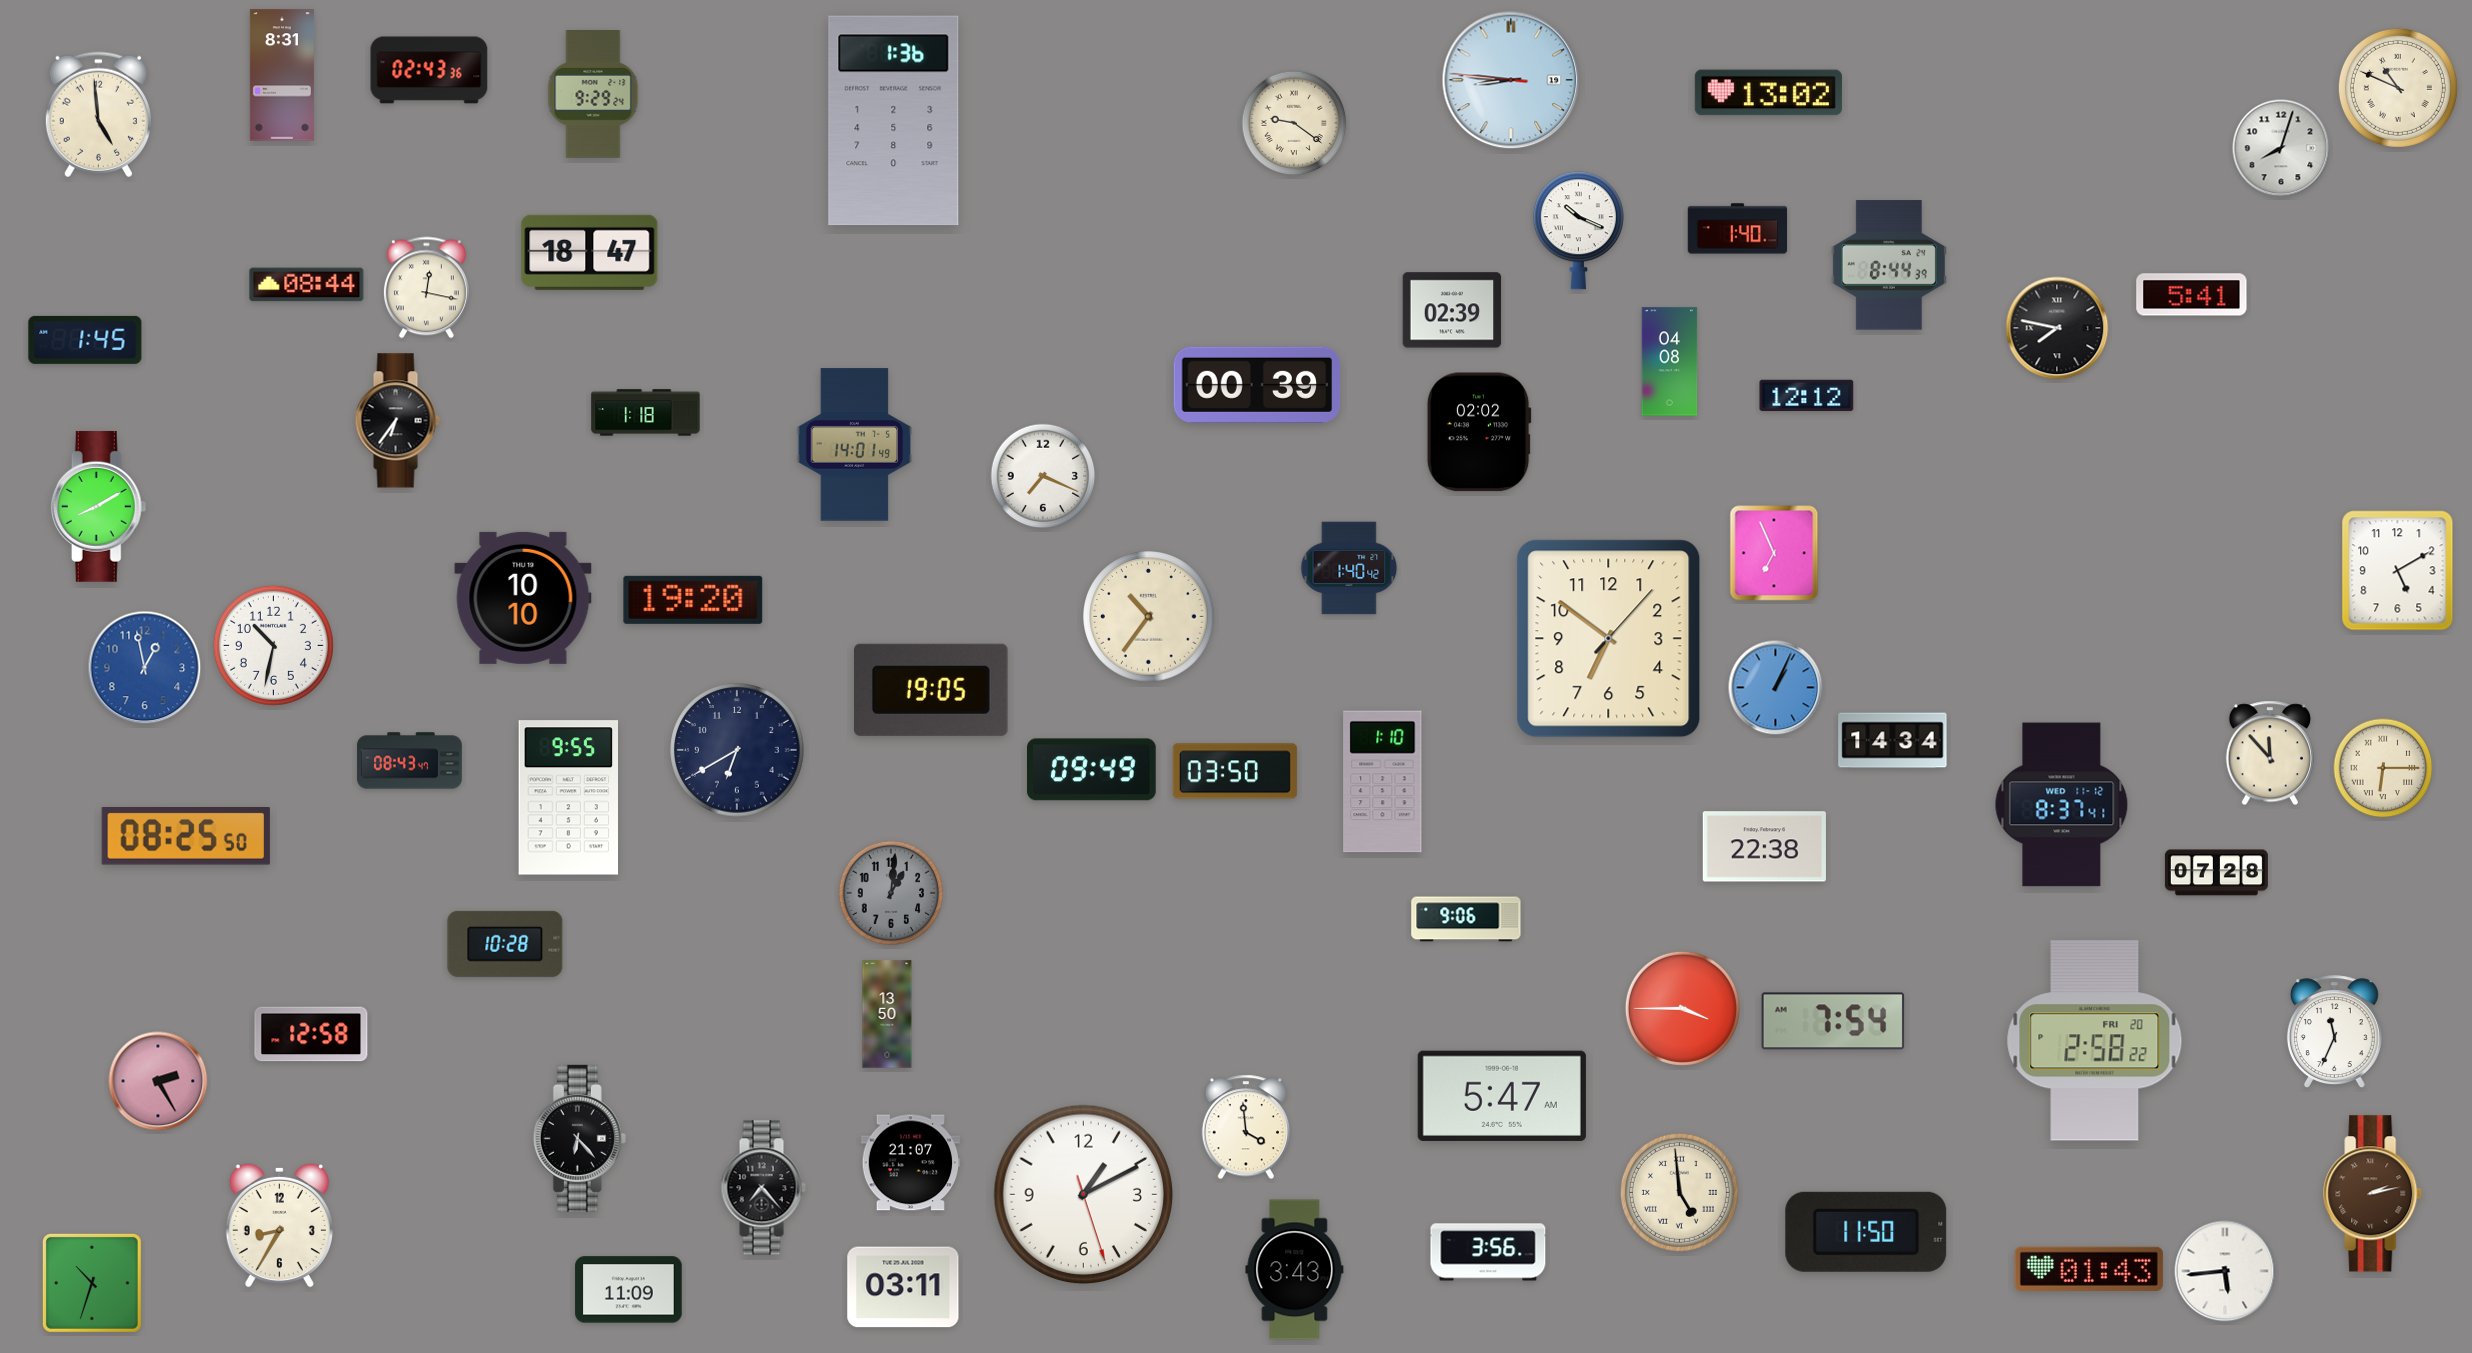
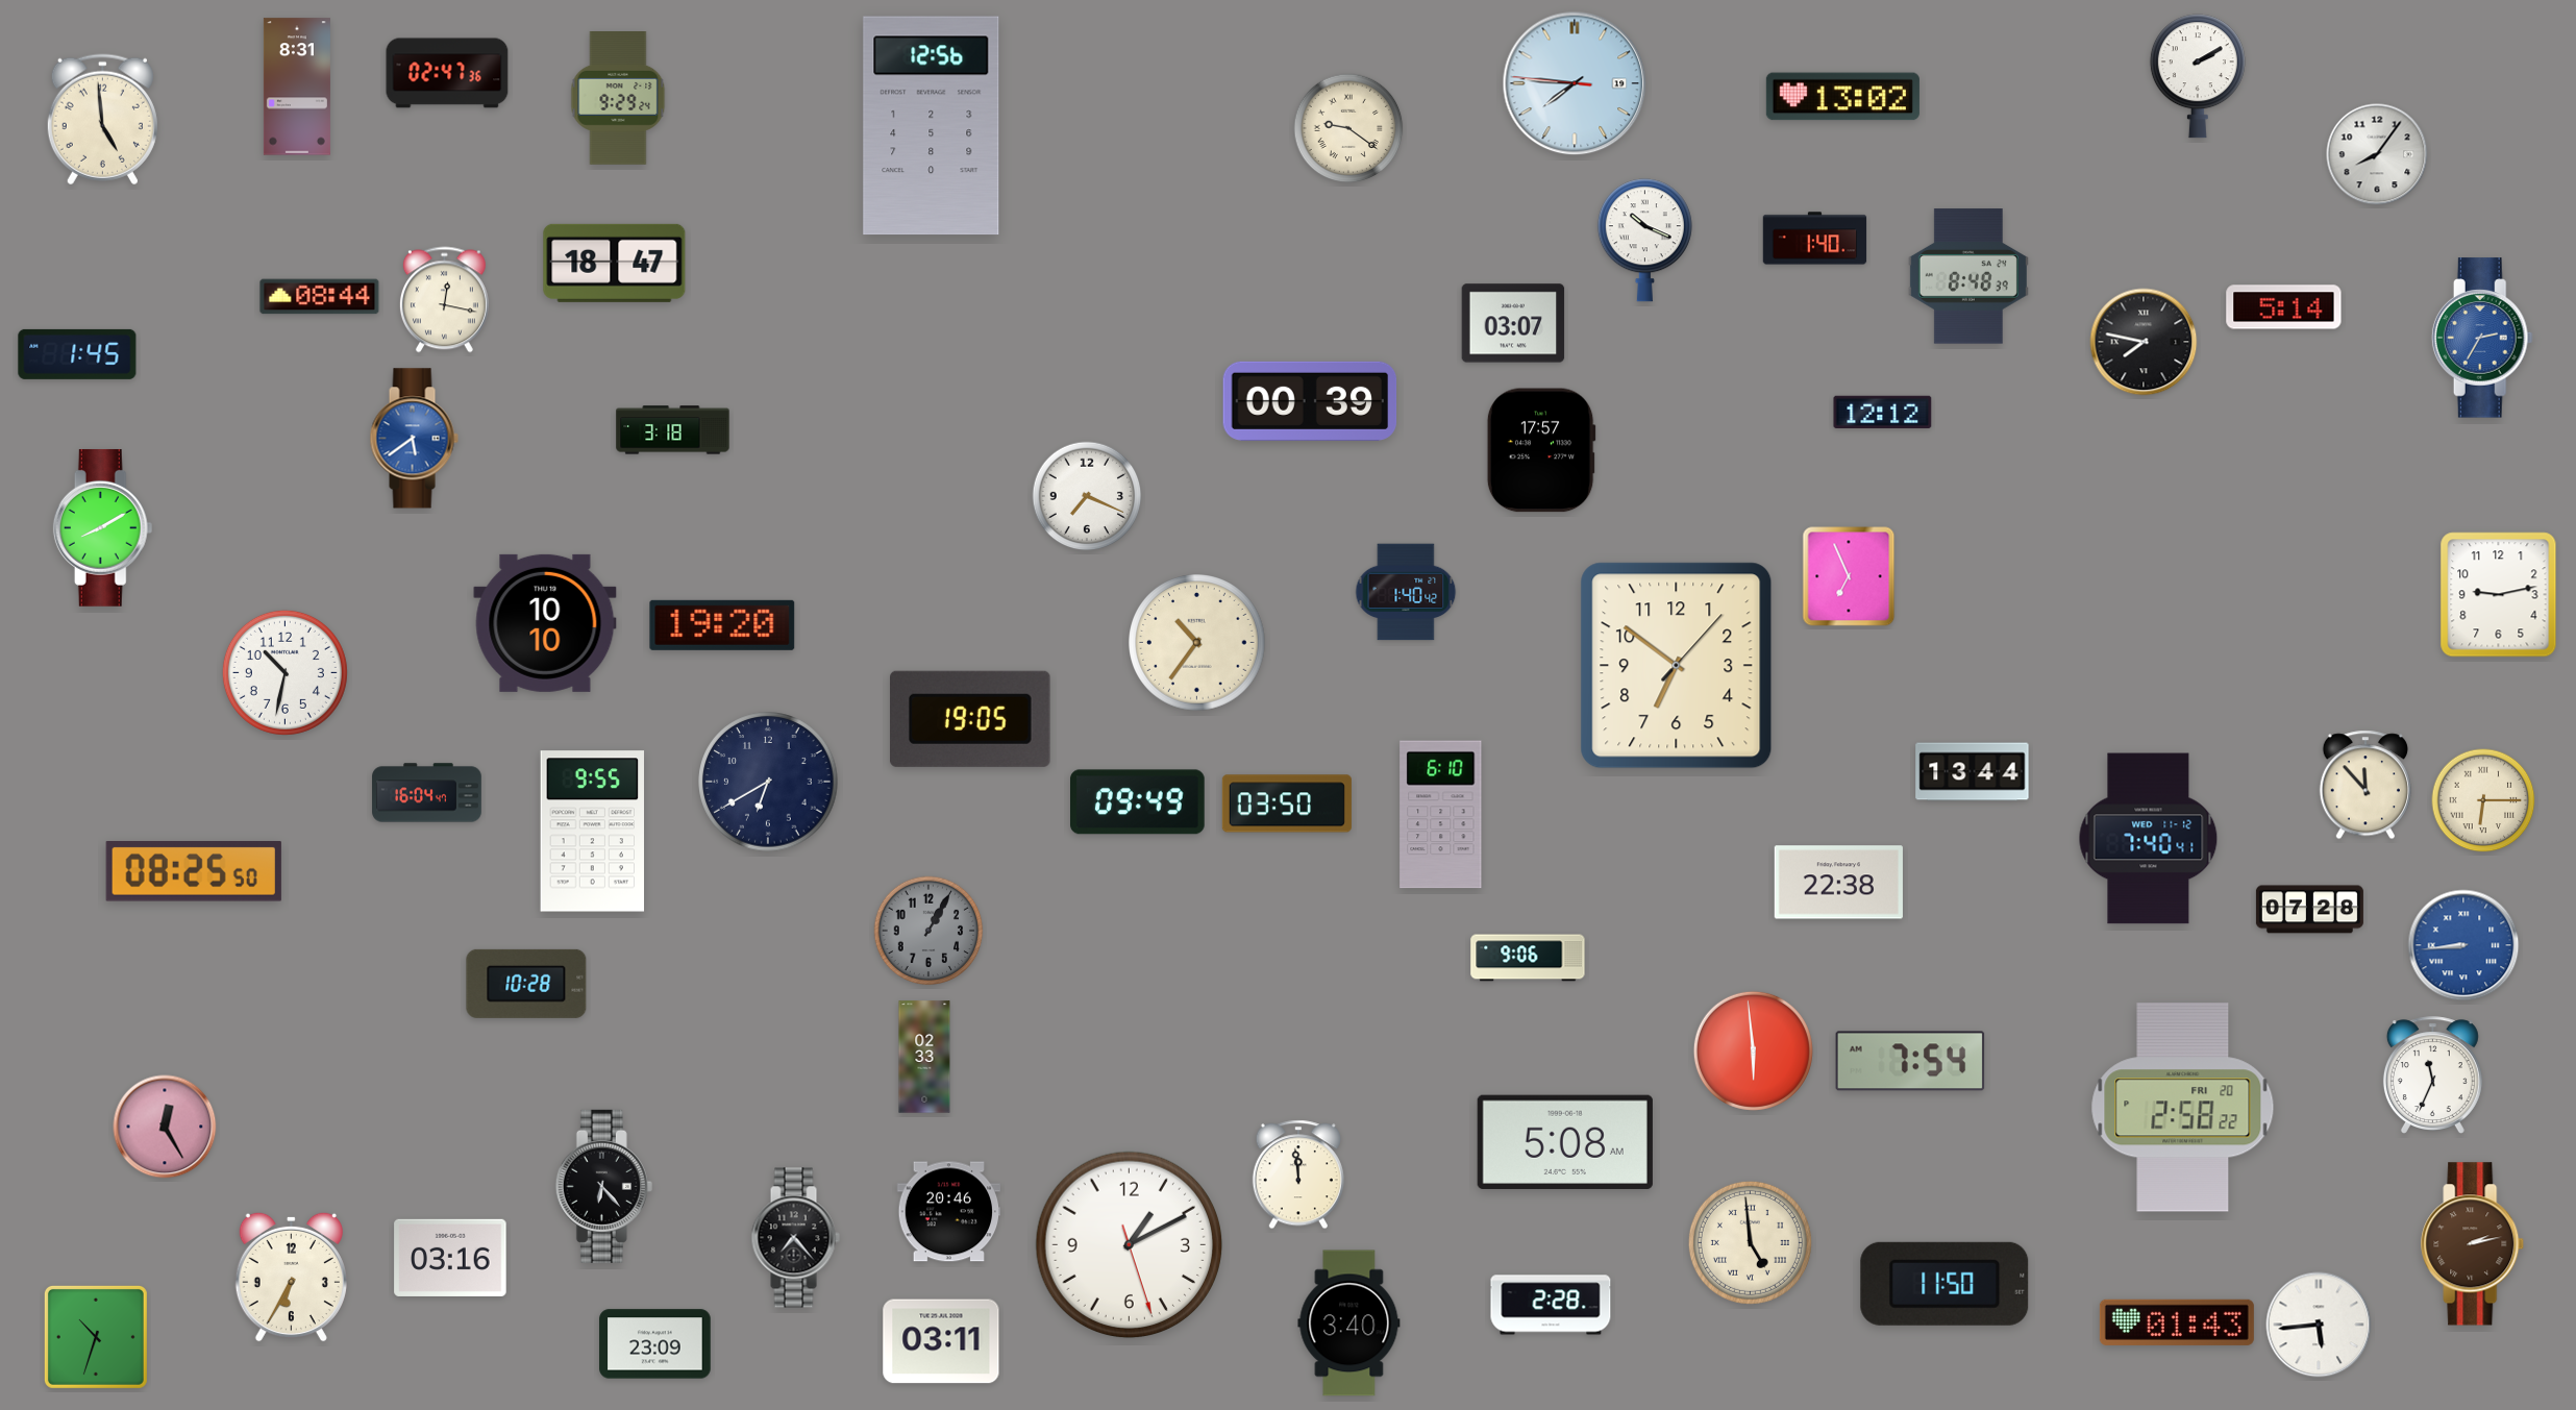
clock at (429, 70): 02:43 -> 02:47
clock at (2198, 76): none -> 2:10
clock at (282, 75) position: (282, 75) -> (297, 86)
clock at (1511, 80): 8:45 -> 7:45
clock at (2398, 88): 10:49 -> none
clock at (894, 121): 1:36 -> 12:56
clock at (2281, 148): 8:03 -> 8:06
clock at (1738, 229) position: (1738, 229) -> (1815, 239)
clock at (1889, 265): 8:44 -> 8:48
clock at (2192, 295): 5:41 -> 5:14
clock at (1452, 310): 02:39 -> 03:07
clock at (2482, 338): none -> 2:35
clock at (85, 340) position: (85, 340) -> (77, 354)
clock at (1670, 362): 04:08 -> none
clock at (646, 413): 1:18 -> 3:18
clock at (397, 421): 6:36 -> 5:39
clock at (397, 421) dial: black -> blue
clock at (1479, 432): 02:02 -> 17:57
clock at (855, 445): 14:01 -> none
clock at (2398, 571): 5:10 -> 9:13
clock at (145, 668): 12:58 -> none
clock at (1776, 688): 1:04 -> none
clock at (1893, 741): 14:34 -> 13:44
clock at (410, 761): 08:43 -> 16:04
clock at (1383, 782): 1:10 -> 6:10
clock at (2062, 805): 8:37 -> 7:40
clock at (891, 893): 1:01 -> 1:05
clock at (2463, 945): none -> 8:44
clock at (1682, 1008): 3:45 -> 5:59
clock at (887, 1014): 13:50 -> 02:33
clock at (1833, 1021) position: (1833, 1021) -> (1910, 1061)
clock at (311, 1034): 12:58 -> none
clock at (2095, 1041) position: (2095, 1041) -> (2183, 1108)
clock at (158, 1081): 2:25 -> 12:25
clock at (1502, 1096): 5:47 -> 5:08
clock at (1246, 1127): 3:59 -> 11:59
clock at (911, 1163): 21:07 -> 20:46
clock at (450, 1258): none -> 03:16
clock at (279, 1225): 8:35 -> 6:35
clock at (1488, 1252): 3:56 -> 2:28
clock at (1295, 1270): 3:43 -> 3:40
clock at (629, 1290): 11:09 -> 23:09
